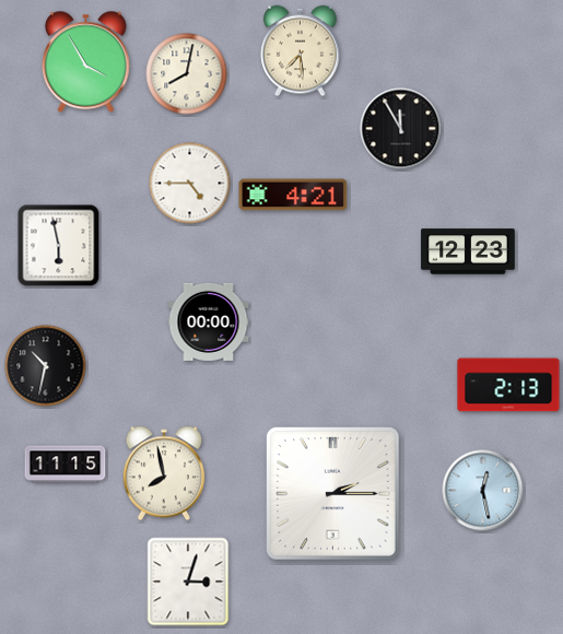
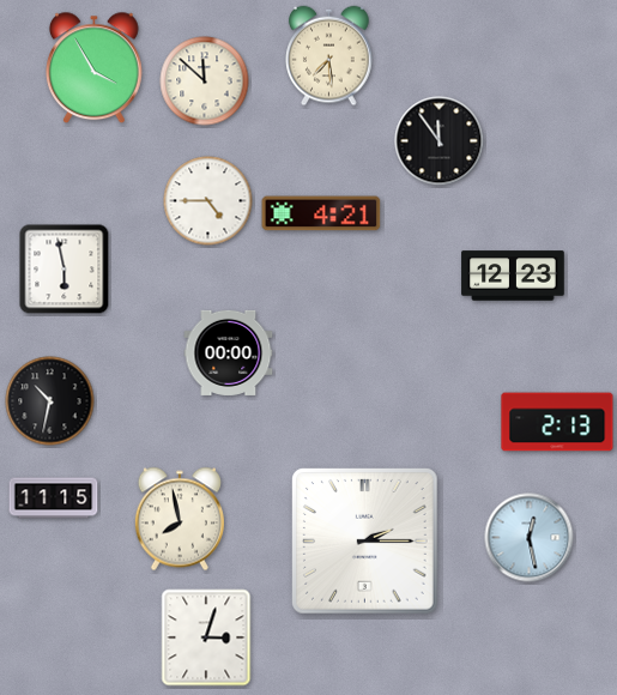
clock at (187, 74): 8:02 -> 11:52
clock at (401, 129): 11:55 -> 11:54
clock at (66, 465) position: (66, 465) -> (54, 498)
